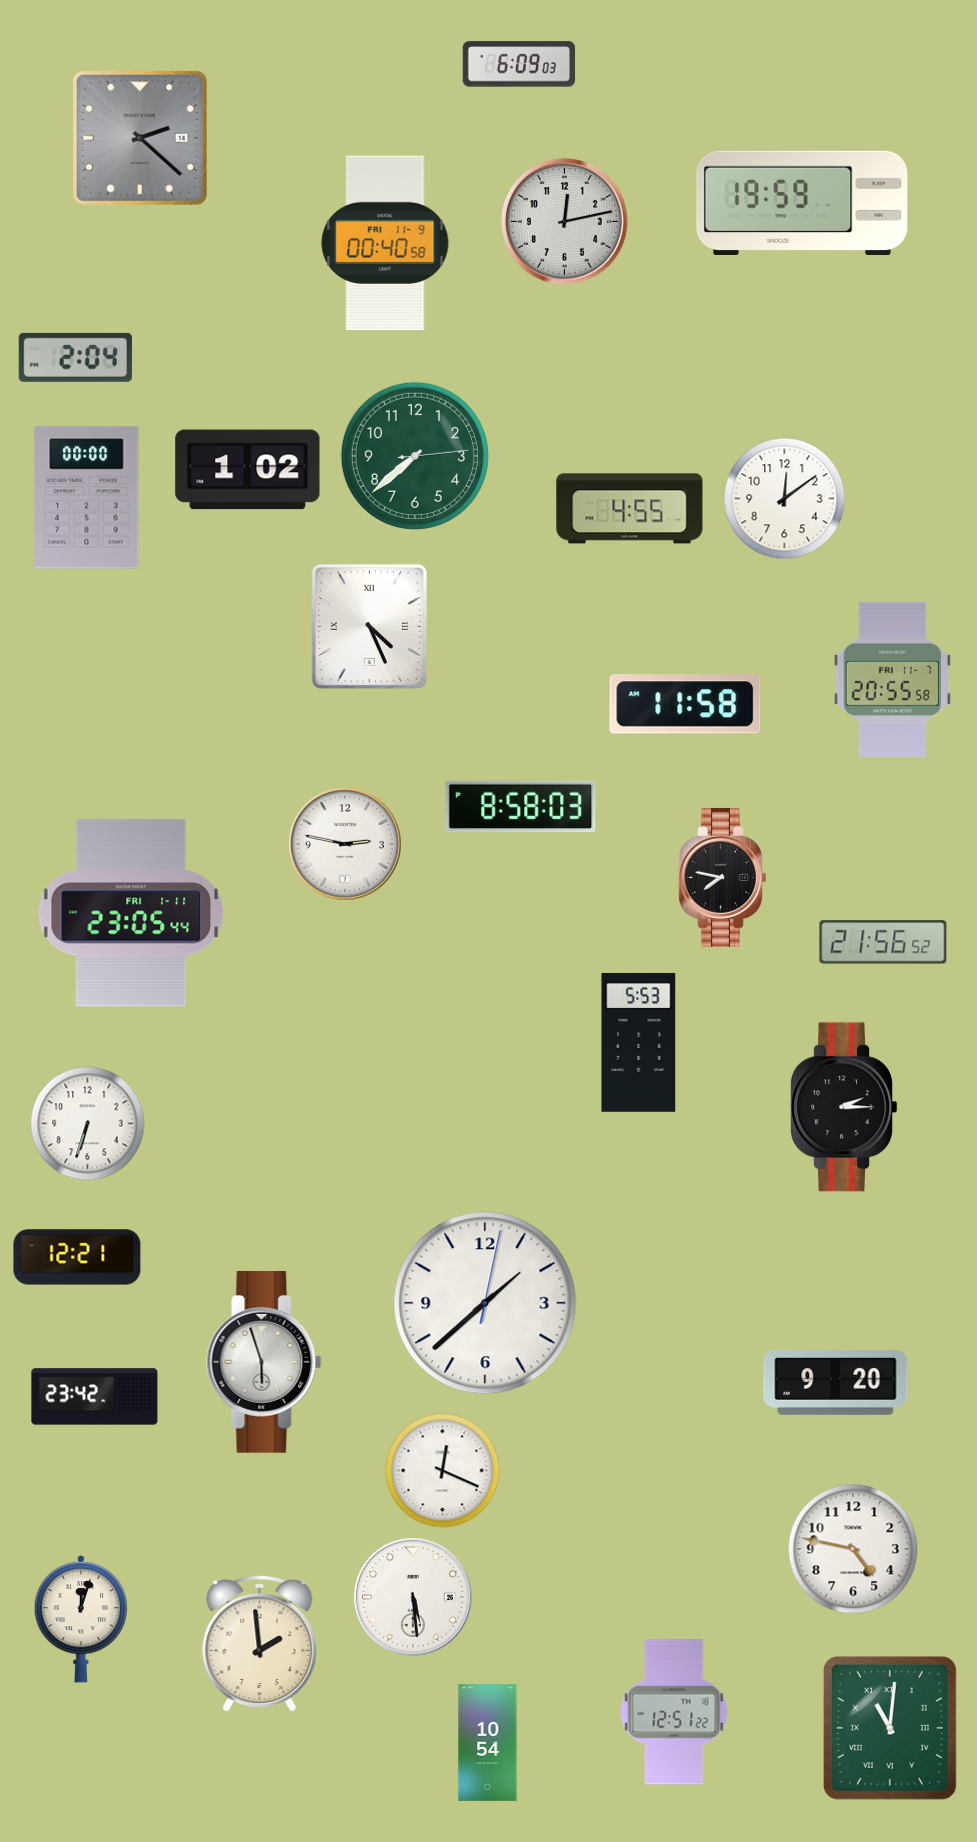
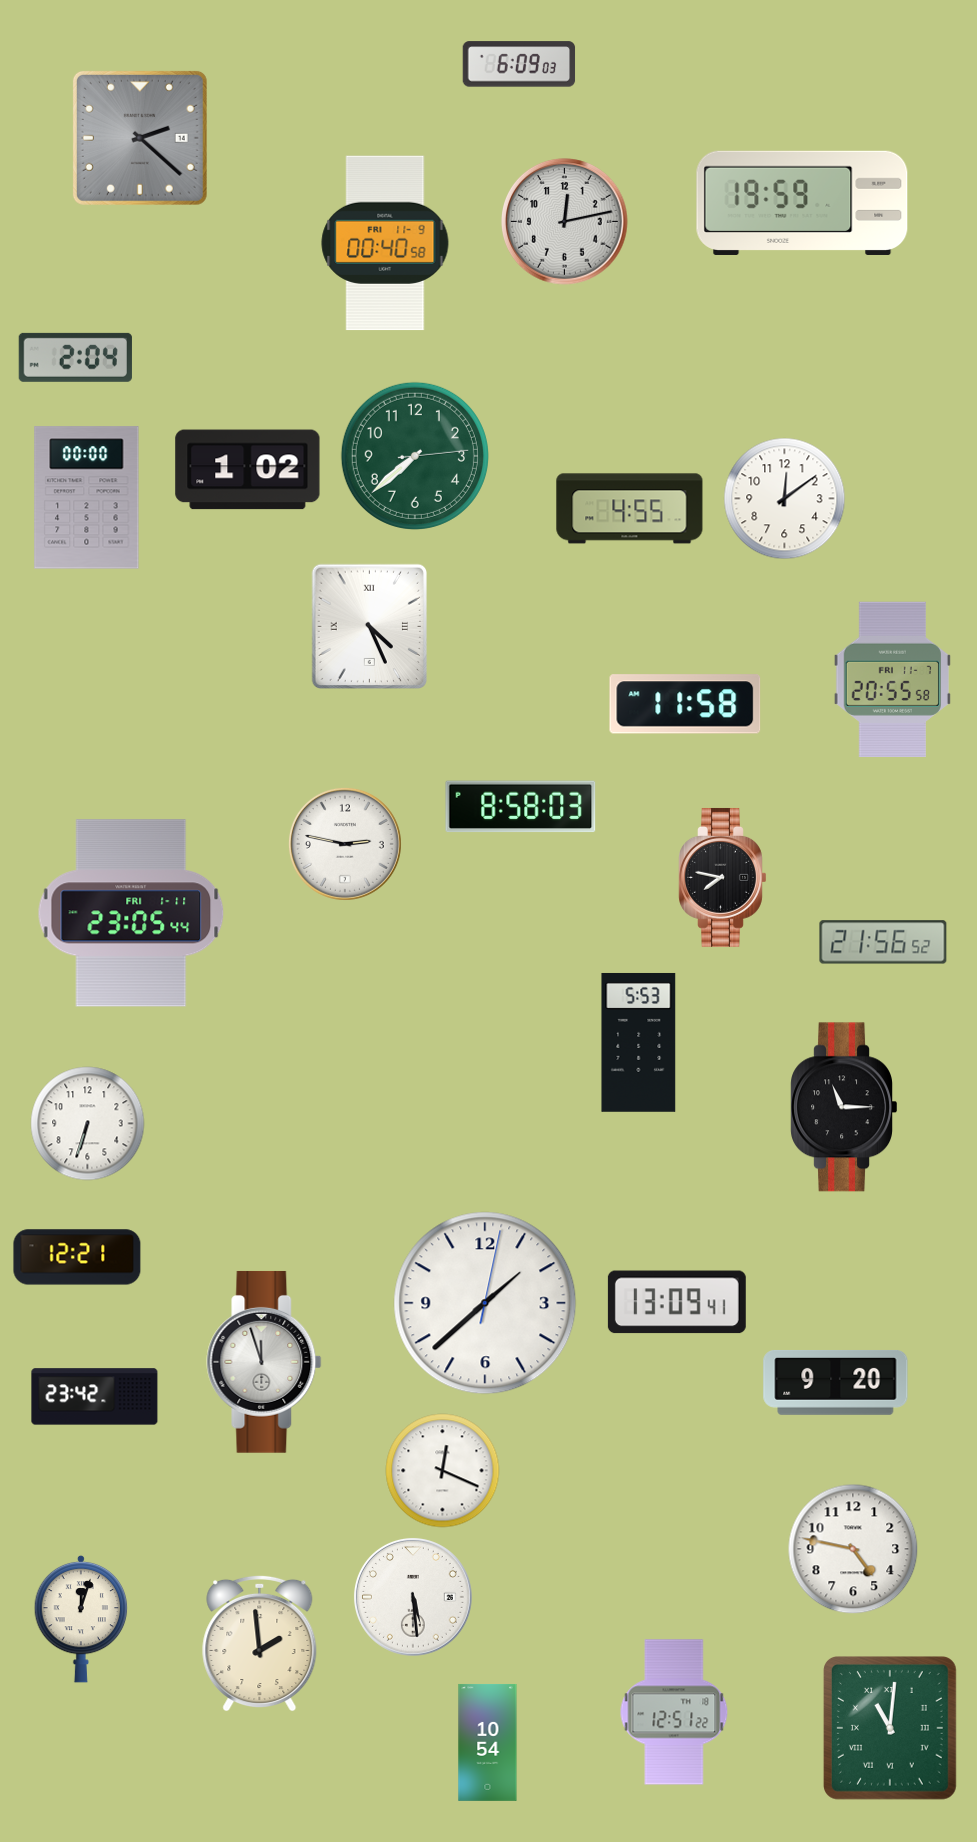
clock at (843, 1107): 2:15 -> 11:15
clock at (677, 1302): none -> 13:09
clock at (264, 1362): 5:57 -> 11:57
